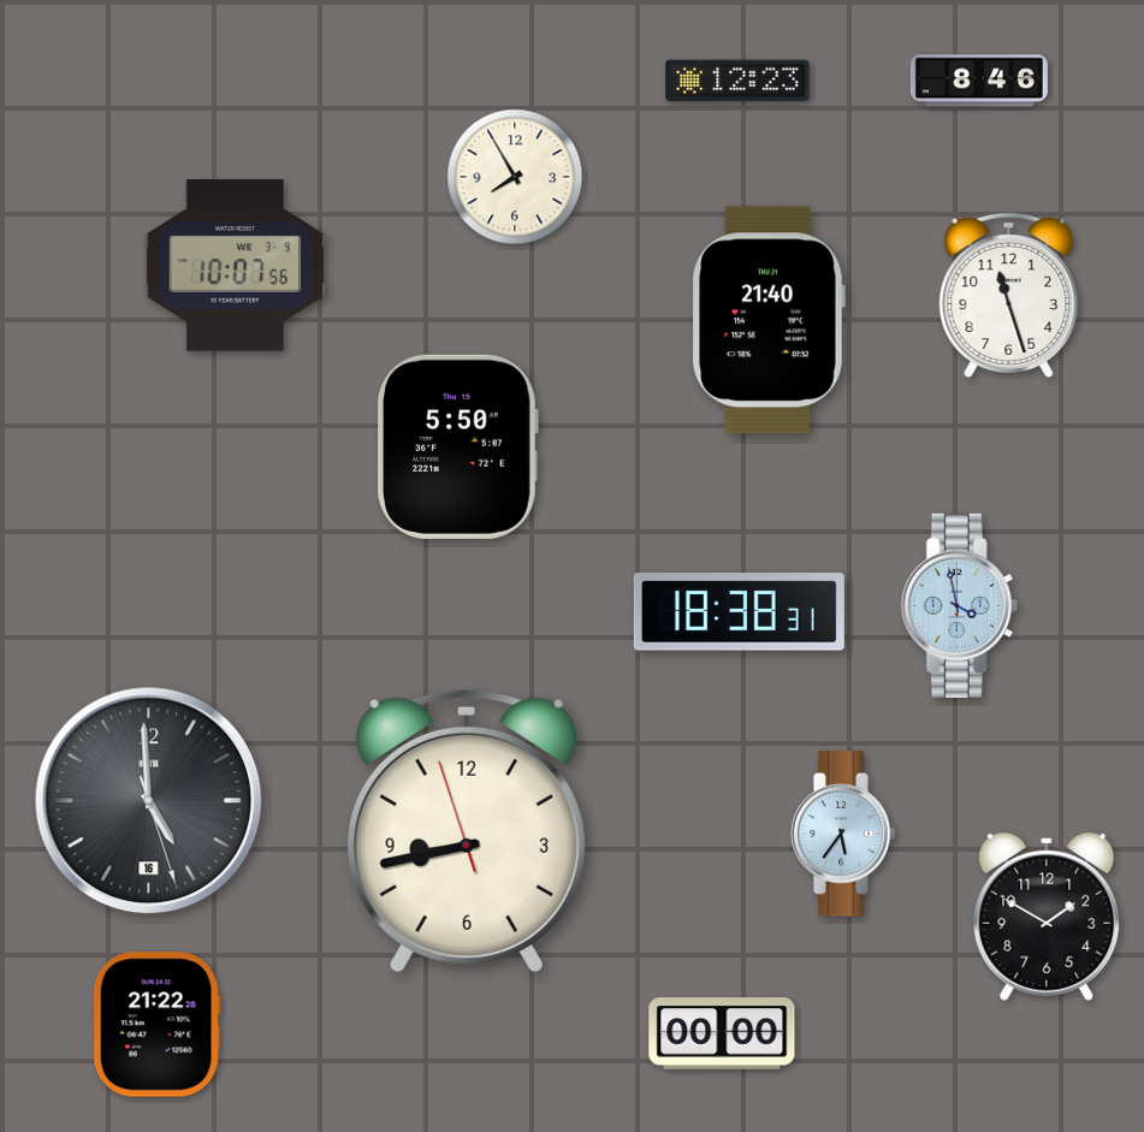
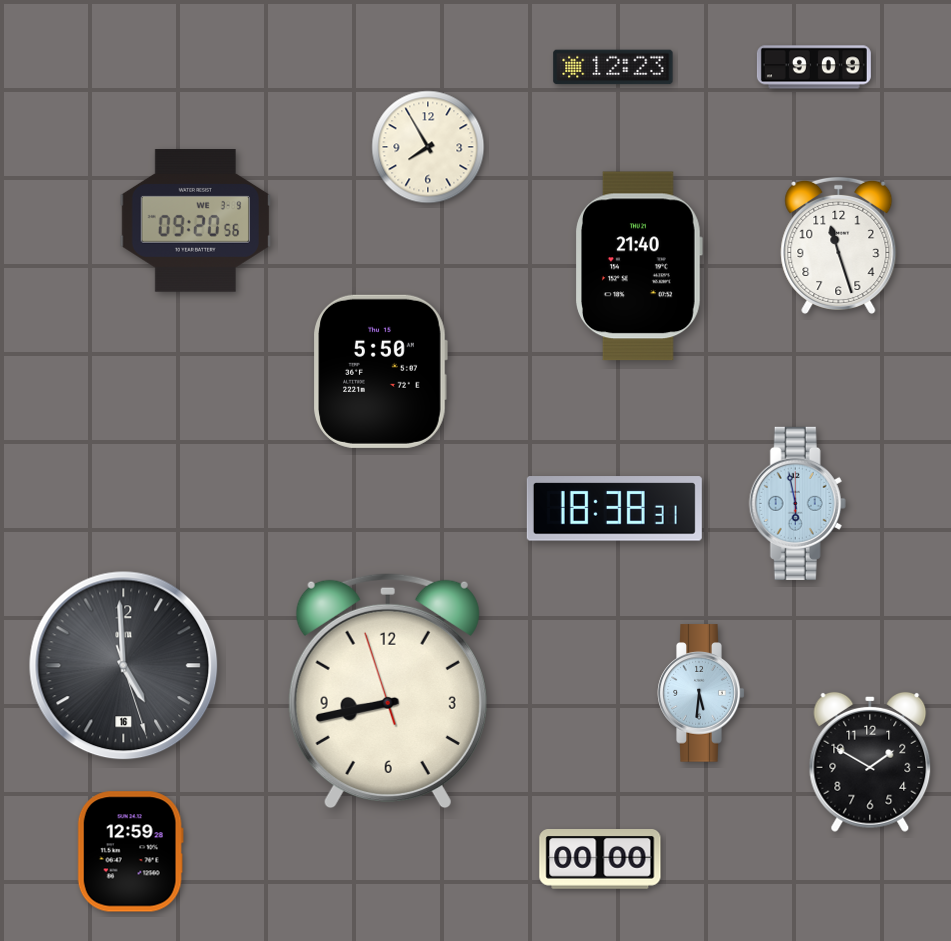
clock at (979, 81): 8:46 -> 9:09
clock at (235, 266): 10:07 -> 09:20
clock at (959, 605): 3:58 -> 5:58
clock at (843, 834): 5:36 -> 5:31
clock at (156, 1025): 21:22 -> 12:59
